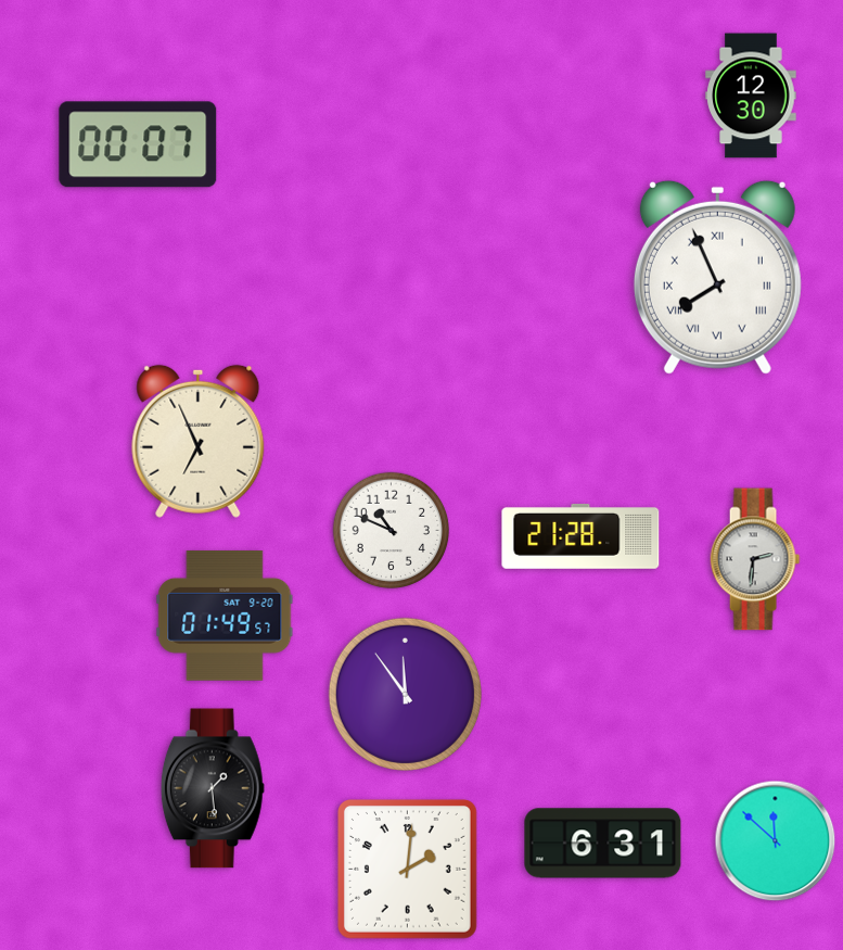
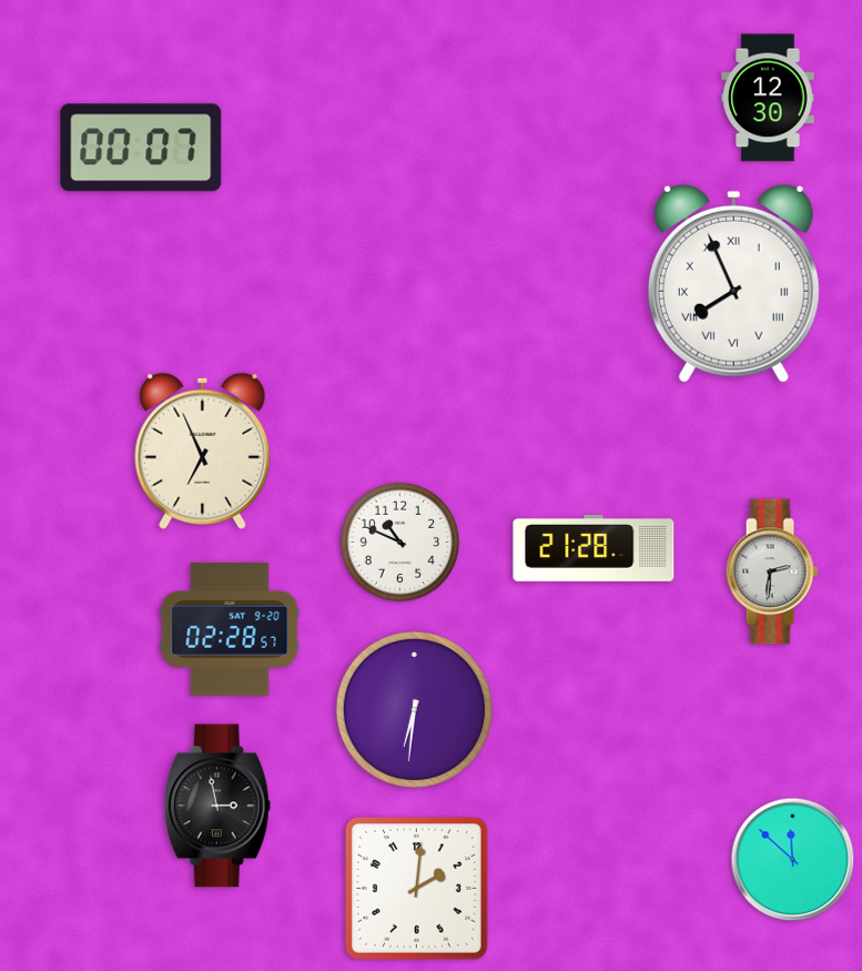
clock at (225, 616): 01:49 -> 02:28
clock at (405, 694): 11:54 -> 6:31
clock at (213, 788): 1:29 -> 2:58
clock at (603, 844): 6:31 -> none
